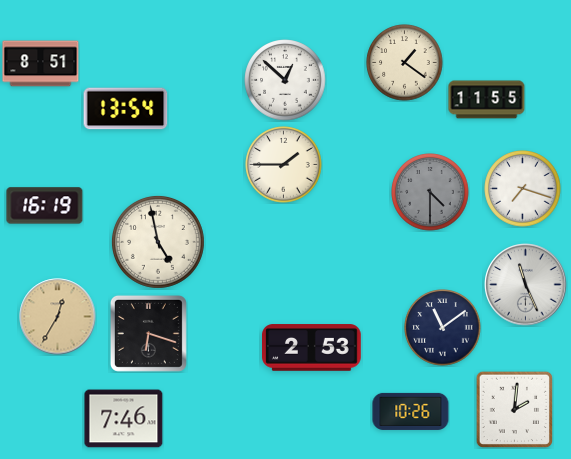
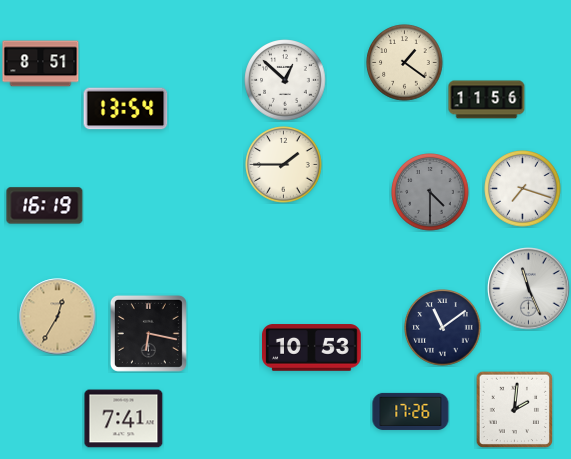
clock at (487, 100): 11:55 -> 11:56
clock at (158, 242): 4:58 -> none
clock at (526, 285) position: (526, 285) -> (529, 289)
clock at (148, 333): 6:18 -> 6:17
clock at (312, 348): 2:53 -> 10:53
clock at (411, 411): 10:26 -> 17:26
clock at (124, 419): 7:46 -> 7:41
